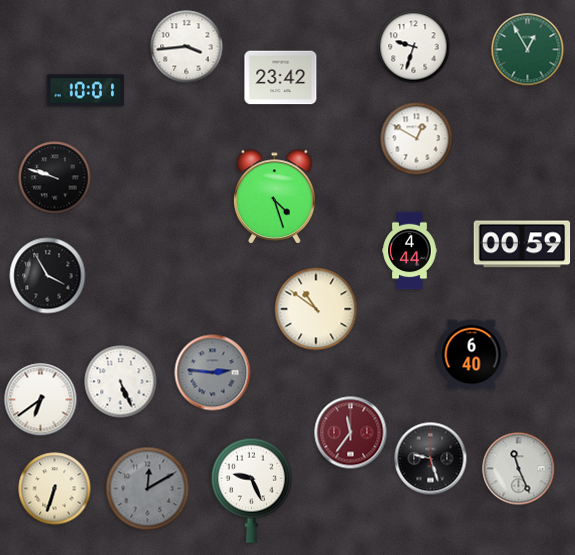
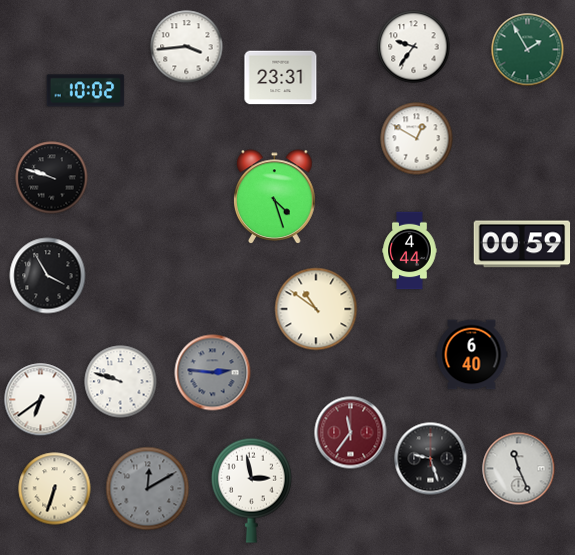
clock at (414, 47): 9:33 -> 9:36
clock at (528, 50): 12:55 -> 1:55
clock at (281, 78): 23:42 -> 23:31
clock at (86, 91): 10:01 -> 10:02
clock at (55, 178) position: (55, 178) -> (52, 178)
clock at (121, 382): 5:26 -> 9:48
clock at (251, 490): 9:26 -> 2:58
